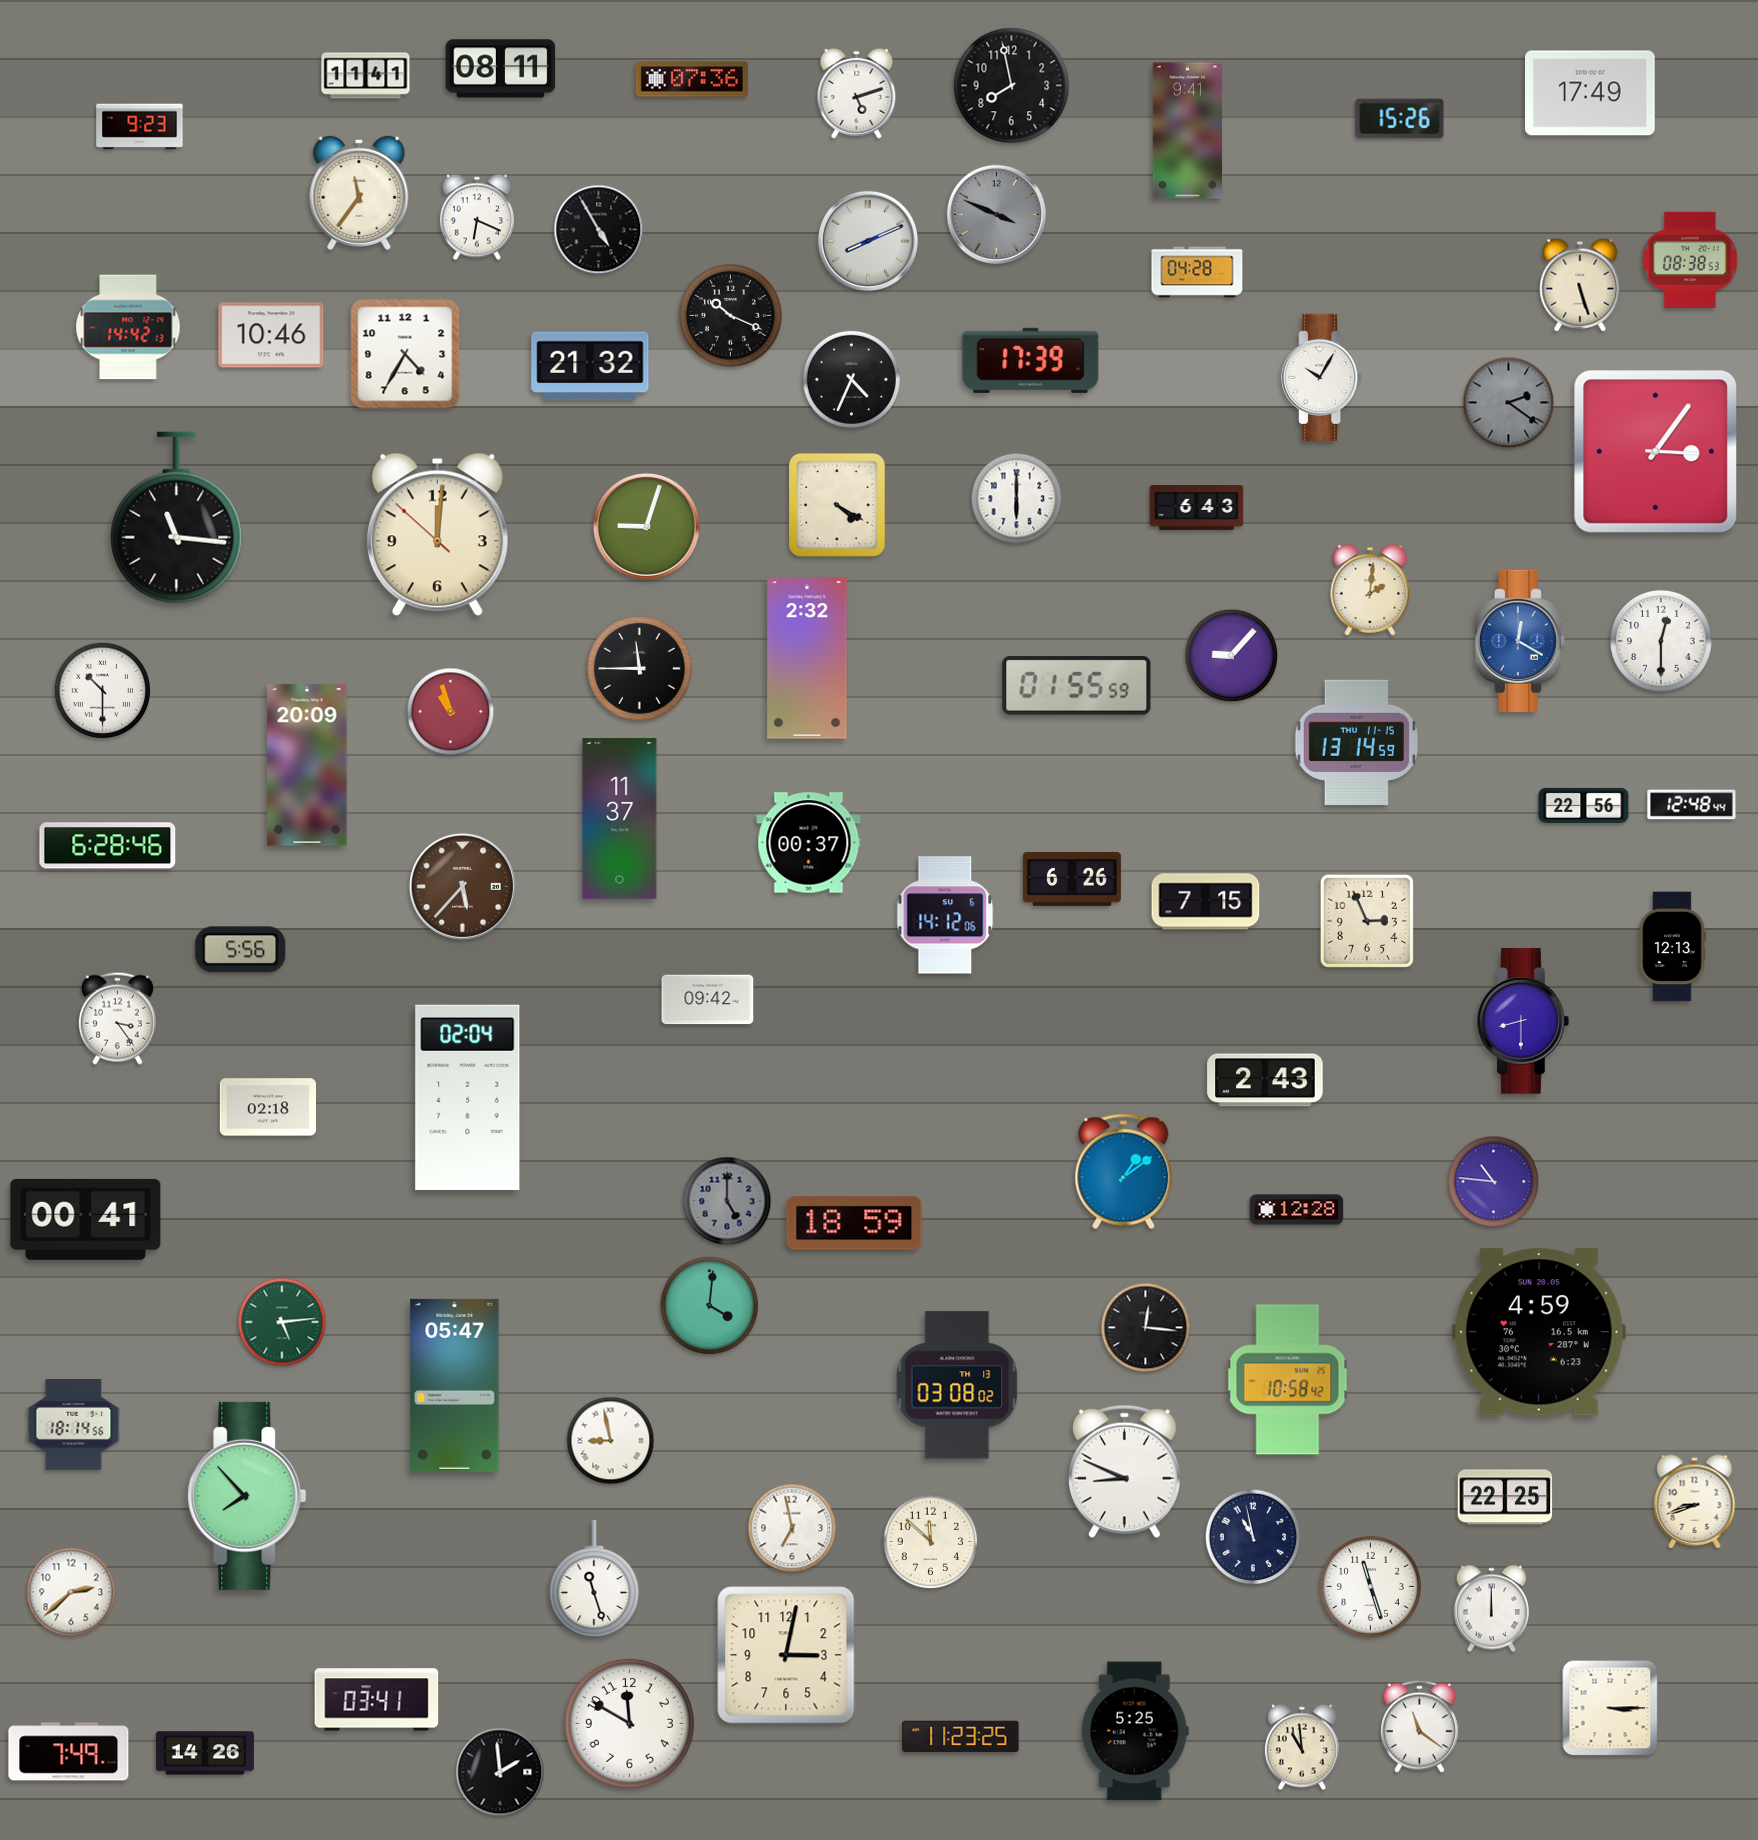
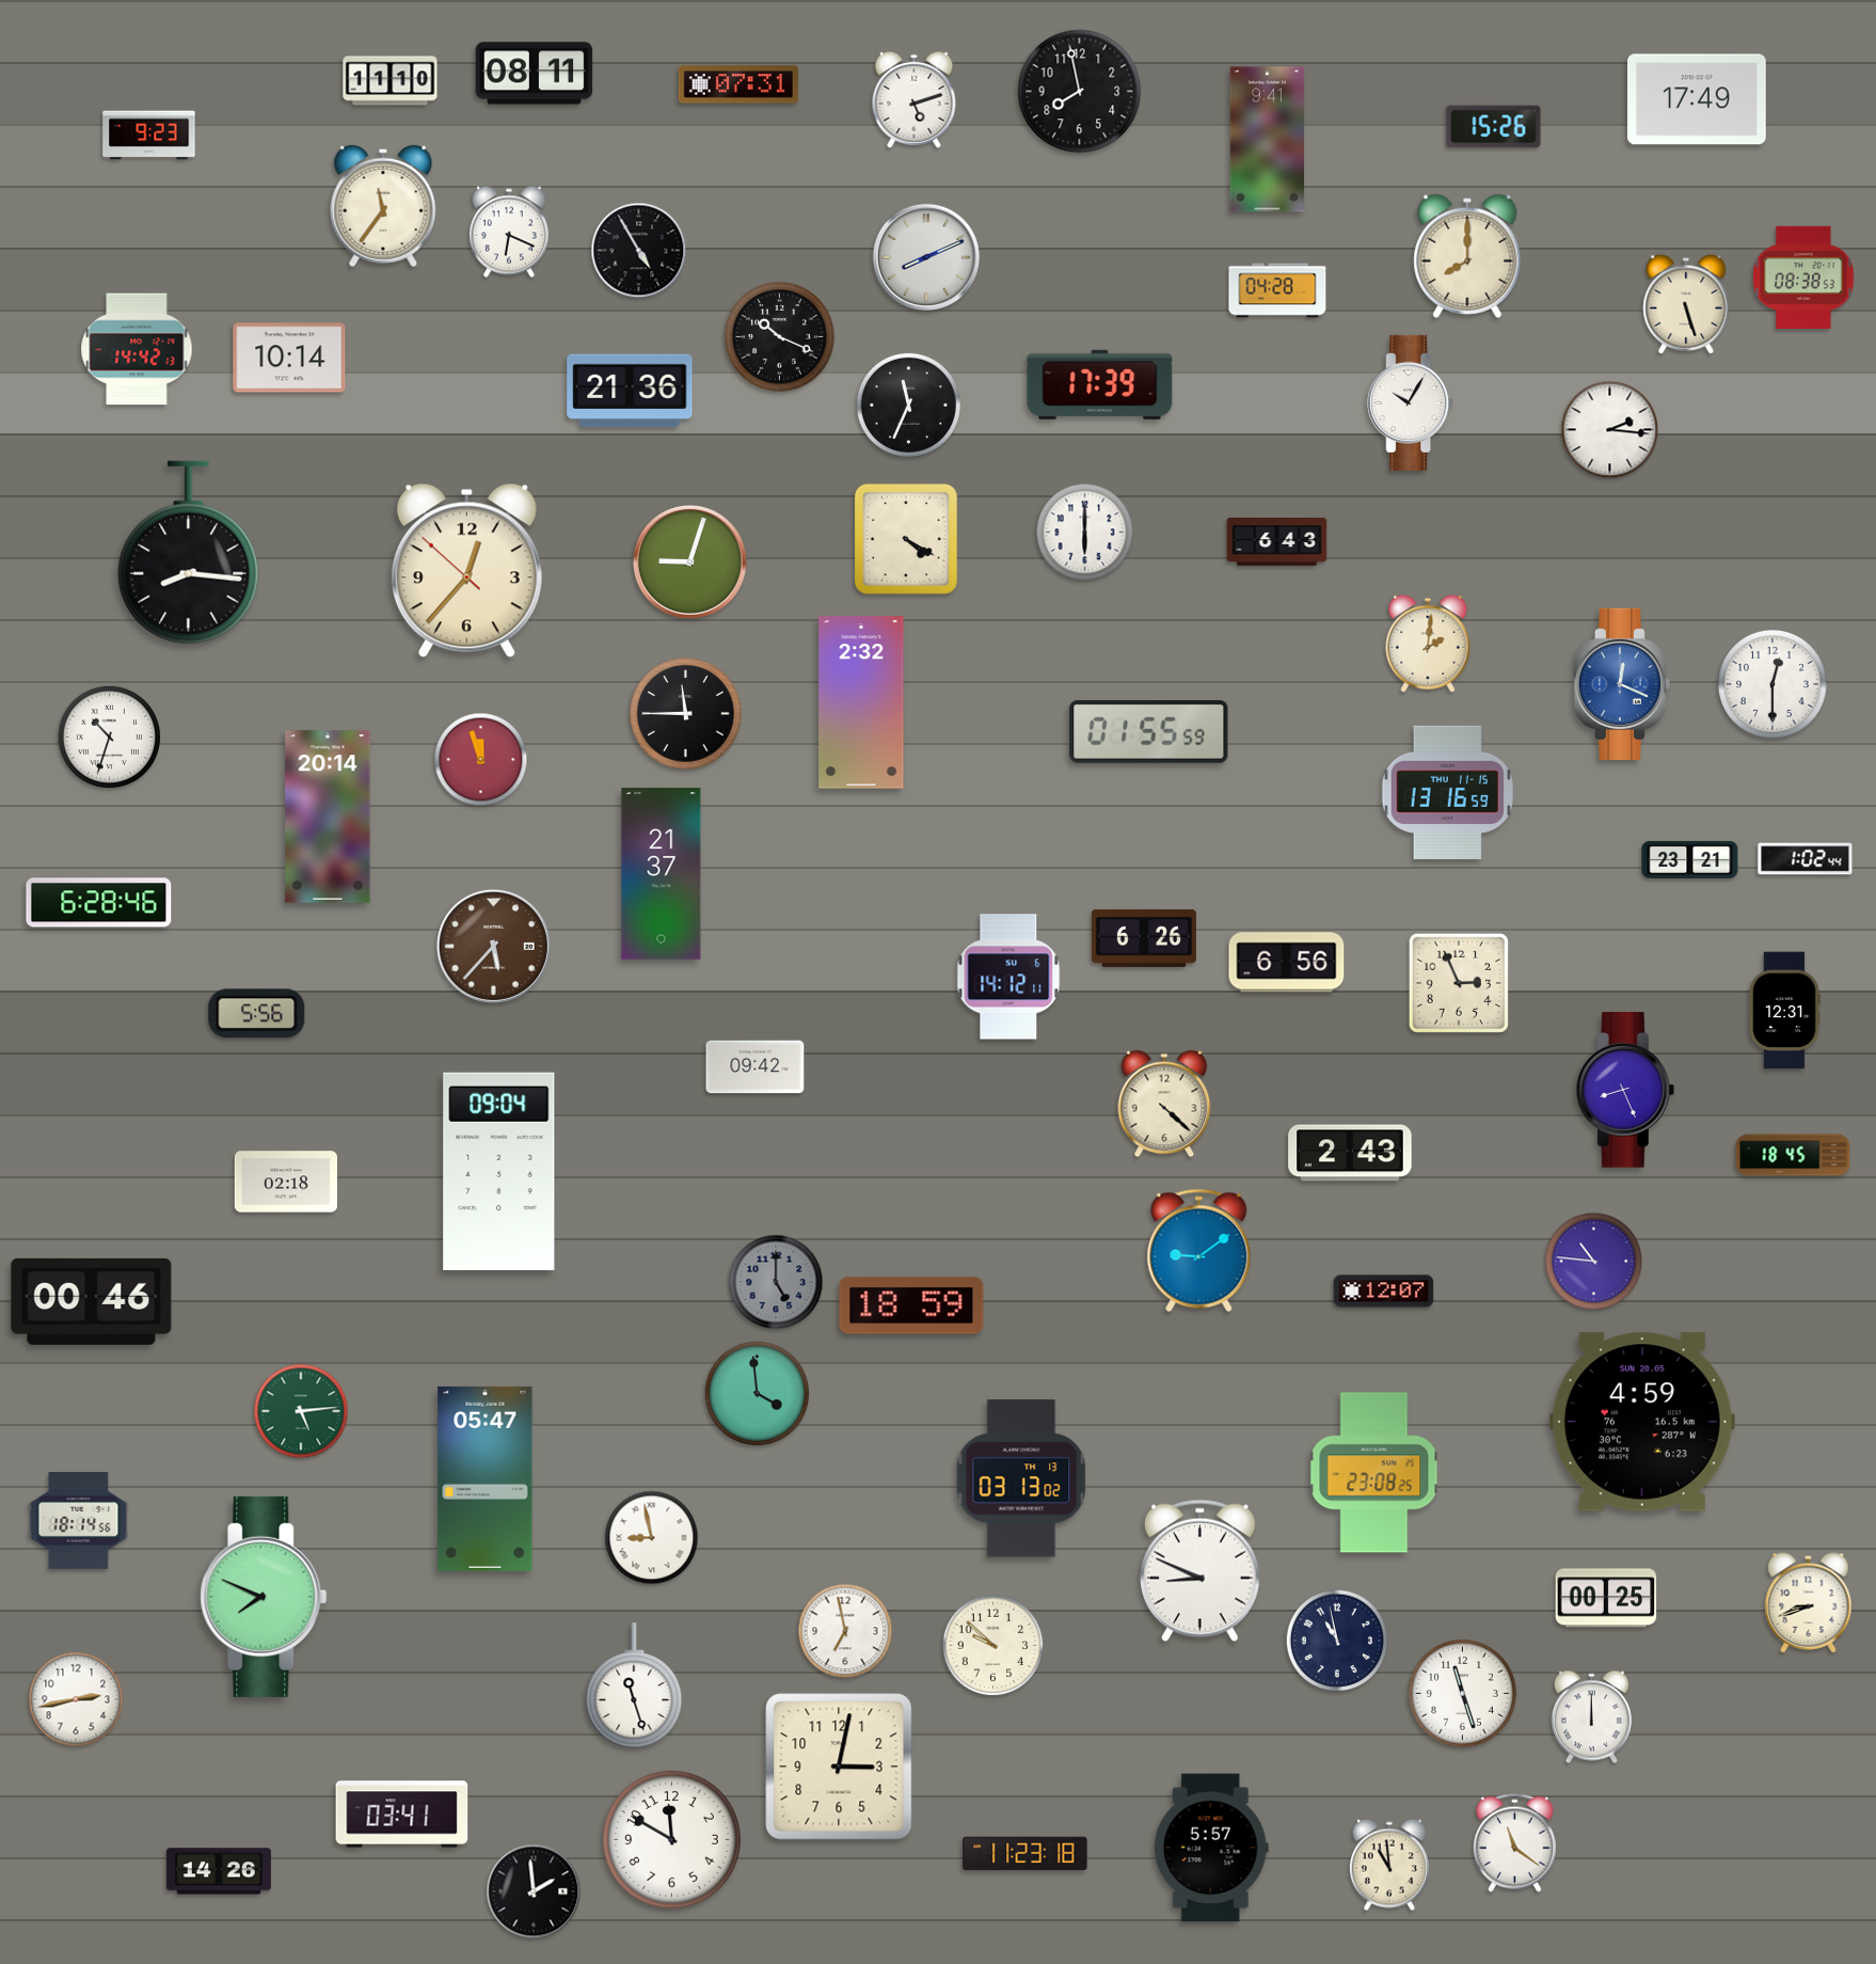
clock at (366, 76): 11:41 -> 11:10
clock at (692, 79): 07:36 -> 07:31
clock at (996, 214): 3:49 -> none
clock at (599, 230) position: (599, 230) -> (639, 251)
clock at (1467, 256): none -> 8:00
clock at (271, 335): 10:46 -> 10:14
clock at (405, 354): 4:35 -> none
clock at (590, 366): 21:32 -> 21:36
clock at (851, 379): 4:34 -> 11:34
clock at (1509, 403): 2:21 -> 2:16
clock at (1509, 403) dial: grey -> white
clock at (1656, 452): 3:06 -> none
clock at (837, 505) position: (837, 505) -> (906, 539)
clock at (177, 518): 11:16 -> 8:16
clock at (437, 535): 12:00 -> 12:36
clock at (1370, 590) position: (1370, 590) -> (1428, 644)
clock at (1520, 641): 12:20 -> 12:19
clock at (1232, 656): 9:07 -> none
clock at (640, 669) position: (640, 669) -> (686, 714)
clock at (103, 691): 10:30 -> 10:33
clock at (451, 712): 10:57 -> 11:57
clock at (1356, 742): 13:14 -> 13:16
clock at (307, 765): 20:09 -> 20:14
clock at (1584, 805): 22:56 -> 23:21
clock at (1692, 805): 12:48 -> 1:02
clock at (620, 819): 11:37 -> 21:37
clock at (809, 843): 00:37 -> none
clock at (108, 846) position: (108, 846) -> (99, 903)
clock at (1206, 902): 7:15 -> 6:56
clock at (945, 915): 14:12:06 -> 14:12:11
clock at (1672, 947): 12:13 -> 12:31
clock at (117, 1018): 3:24 -> none
clock at (1524, 1021): 8:30 -> 8:26
clock at (1164, 1104): none -> 4:22
clock at (1793, 1155): none -> 18:45
clock at (468, 1097): 02:04 -> 09:04
clock at (1124, 1172): 1:09 -> 9:09
clock at (1297, 1210): 12:28 -> 12:07
clock at (86, 1219): 00:41 -> 00:46
clock at (709, 1305): 4:01 -> 3:59
clock at (1146, 1328): 12:16 -> none
clock at (1288, 1380): 10:58 -> 23:08
clock at (957, 1385): 03:08 -> 03:13
clock at (247, 1496): 7:53 -> 7:49
clock at (1505, 1497): 22:25 -> 00:25
clock at (931, 1542): 11:52 -> 9:52
clock at (71, 1592): 2:38 -> 2:43
clock at (1610, 1708): 3:15 -> none
clock at (1135, 1731): 5:25 -> 5:57
clock at (961, 1737): 11:23:25 -> 11:23:18
clock at (69, 1752): 7:49 -> none
